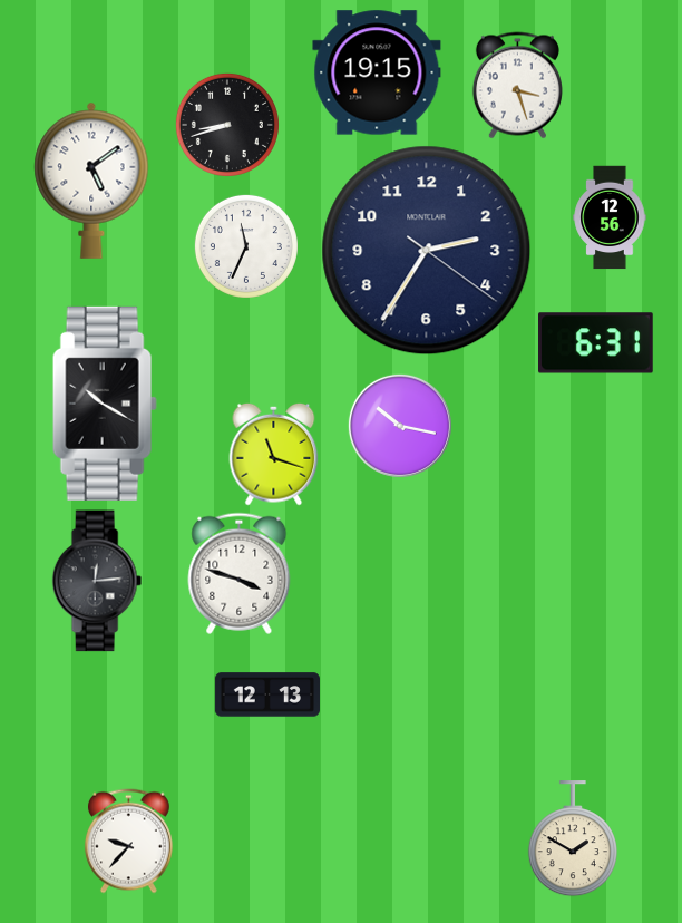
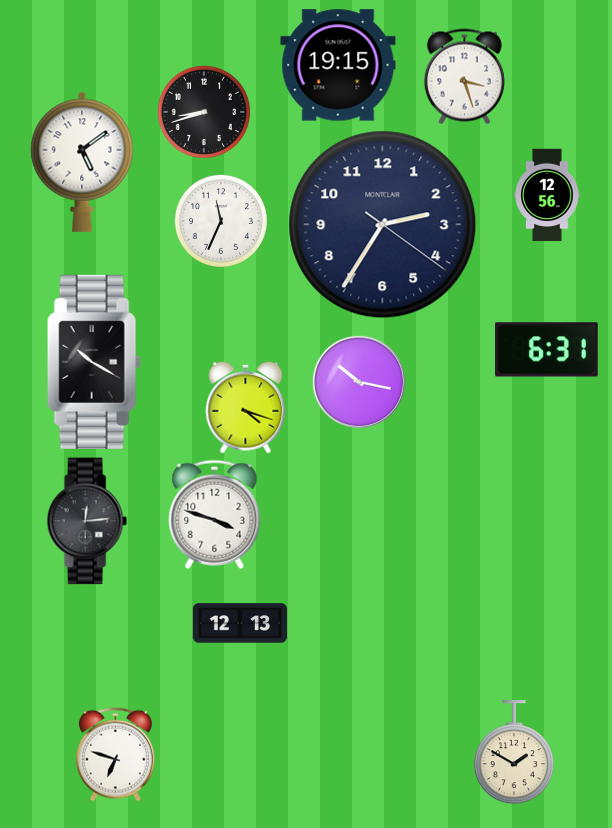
clock at (596, 343) position: (596, 343) -> (547, 350)
clock at (274, 454): 11:18 -> 4:18
clock at (128, 842): 9:37 -> 6:48
